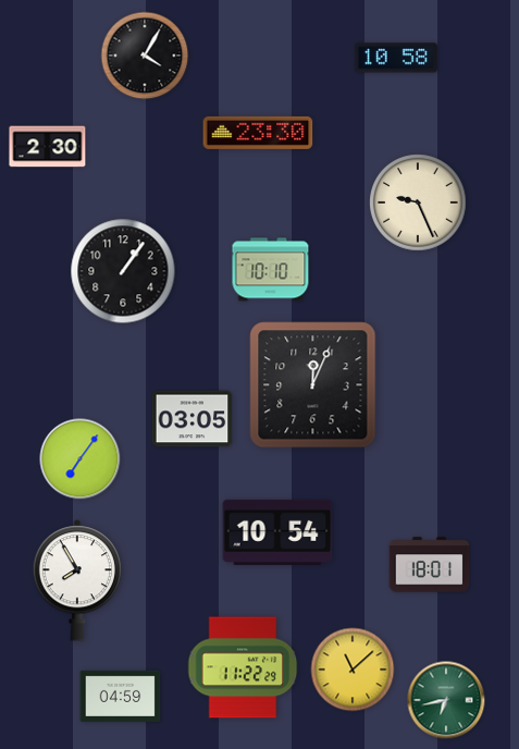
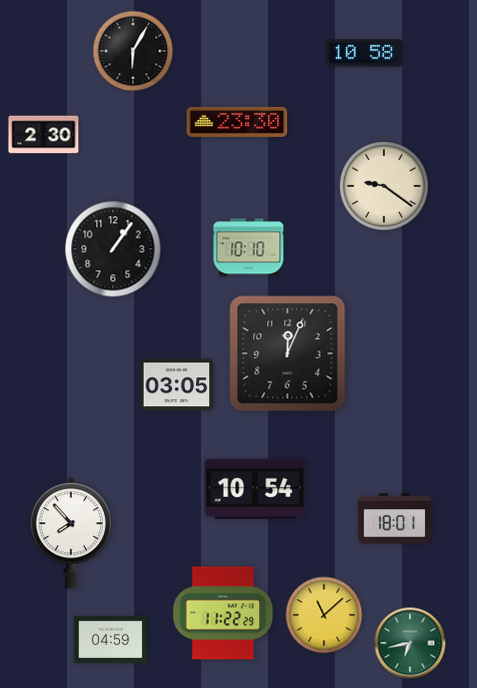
clock at (145, 56): 4:05 -> 6:05
clock at (419, 204): 9:26 -> 9:21
clock at (81, 459): 7:06 -> none
clock at (77, 580): 7:55 -> 7:53
